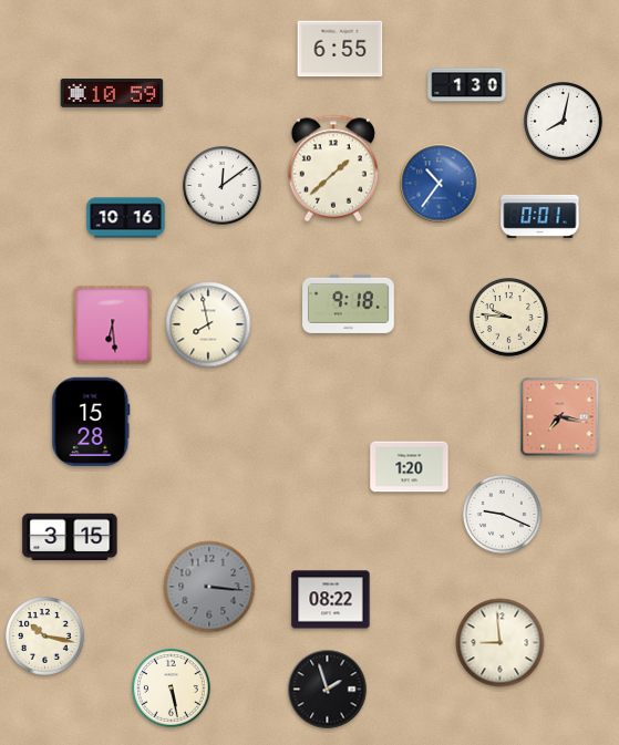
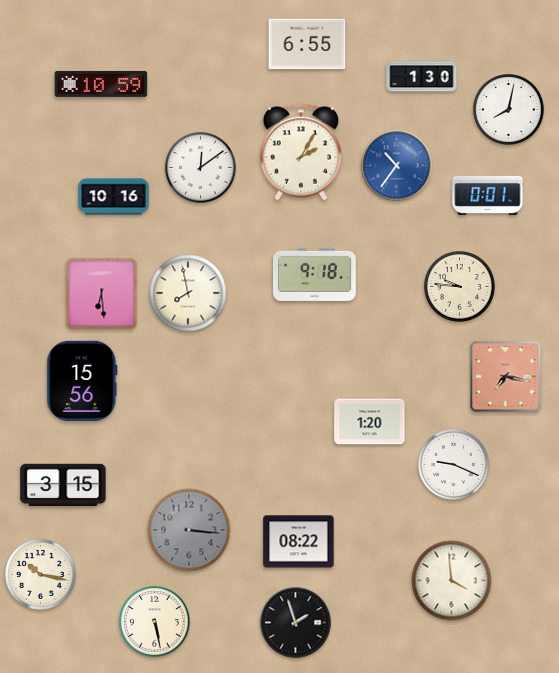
clock at (333, 168): 1:38 -> 2:05
clock at (91, 422): 15:28 -> 15:56
clock at (501, 643): 8:59 -> 3:59
